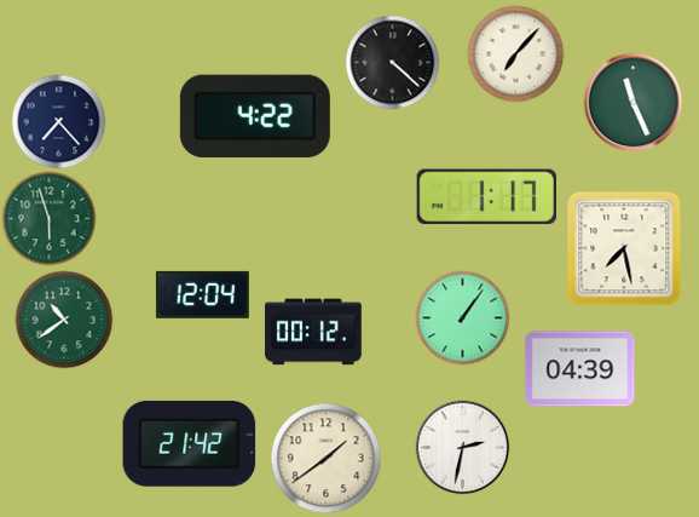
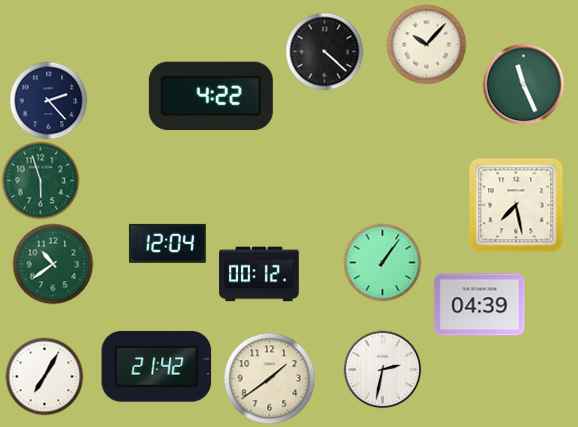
clock at (515, 53): 7:07 -> 10:07
clock at (58, 121): 7:23 -> 2:23
clock at (486, 197): 1:17 -> none
clock at (44, 376): none -> 7:05
